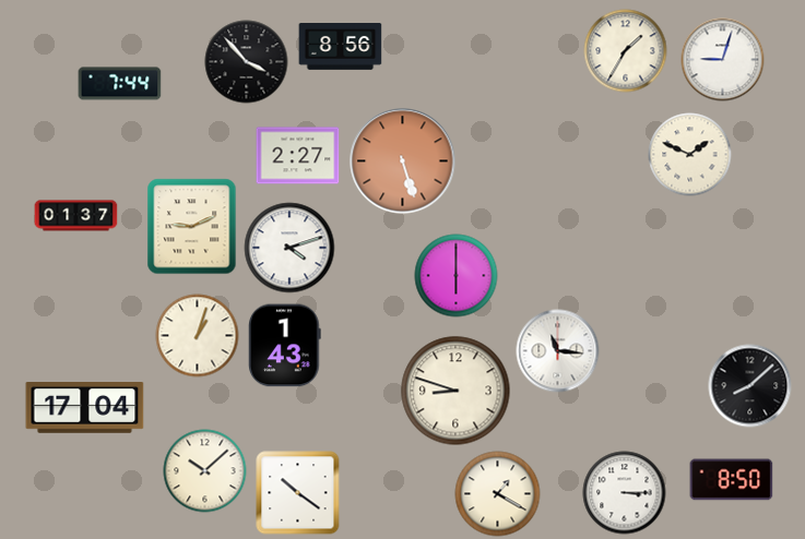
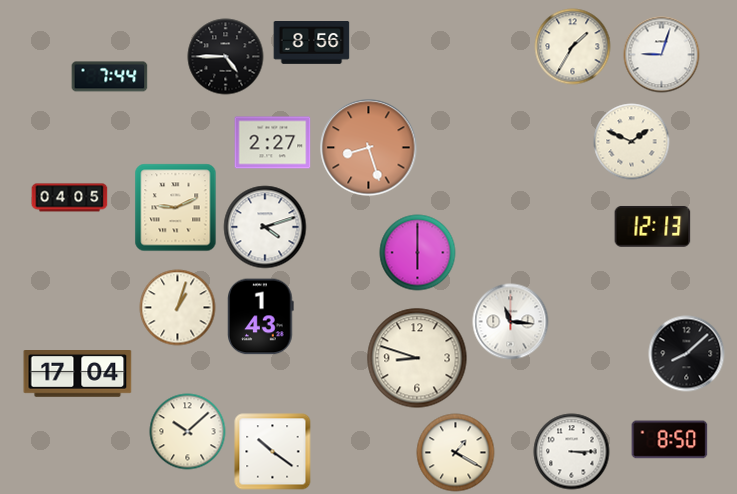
clock at (247, 62): 3:53 -> 4:45
clock at (403, 161): 5:27 -> 8:27
clock at (76, 216): 01:37 -> 04:05
clock at (653, 227): none -> 12:13
clock at (198, 336) position: (198, 336) -> (178, 308)
